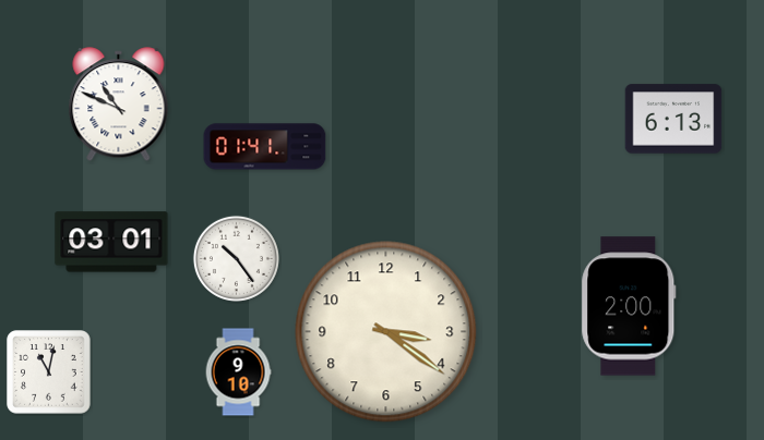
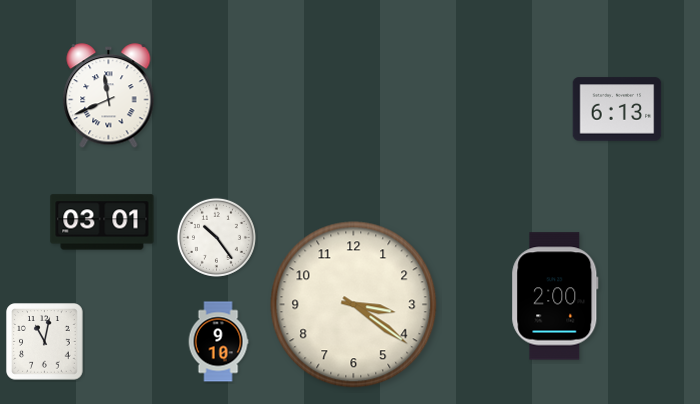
clock at (119, 105): 10:49 -> 11:41
clock at (265, 147): 01:41 -> none
clock at (629, 306) position: (629, 306) -> (555, 296)
